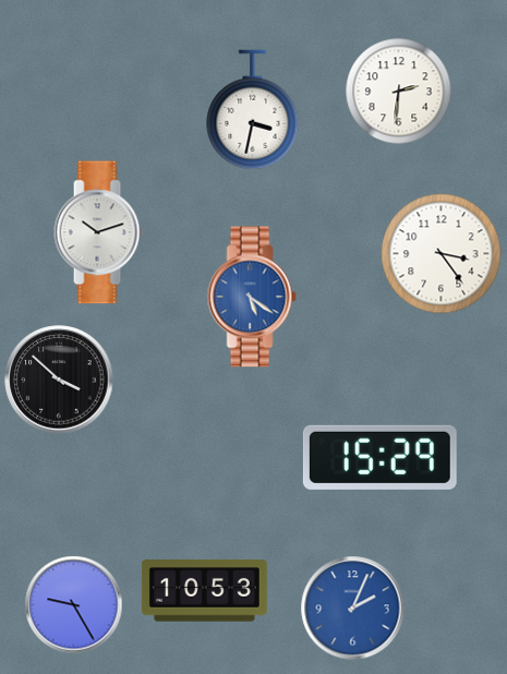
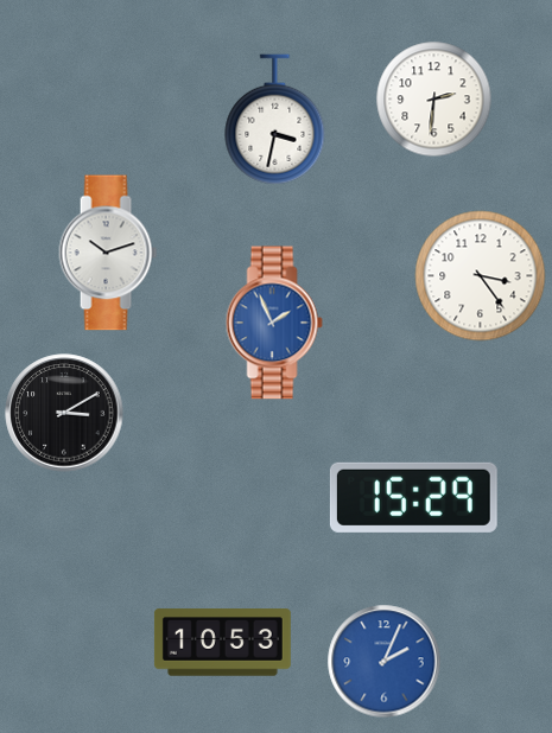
clock at (252, 297): 5:21 -> 1:56
clock at (59, 380): 3:52 -> 3:10
clock at (74, 605): 9:25 -> none
